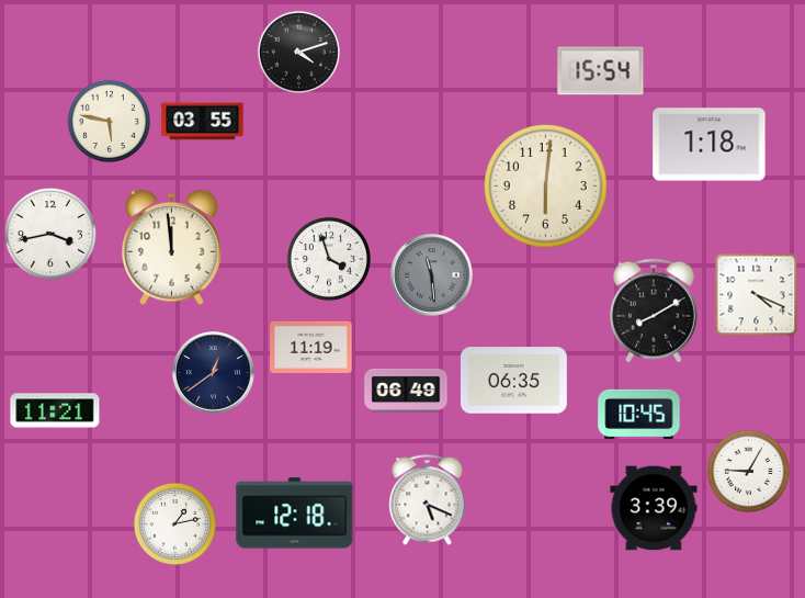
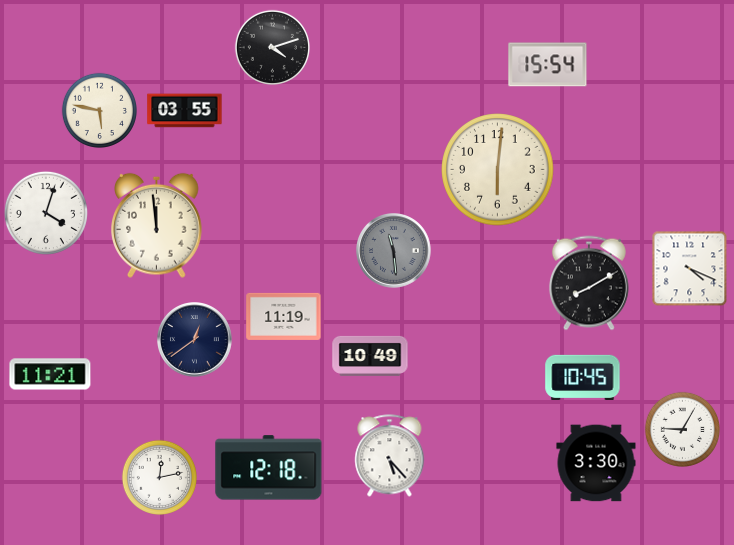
clock at (710, 145): 1:18 -> none
clock at (50, 234): 3:43 -> 4:03
clock at (329, 259): 3:57 -> none
clock at (654, 311) position: (654, 311) -> (589, 283)
clock at (513, 381): 06:35 -> none
clock at (406, 391): 06:49 -> 10:49
clock at (428, 500): 5:19 -> 5:23
clock at (654, 508): 3:39 -> 3:30
clock at (174, 523): 1:13 -> 12:13
